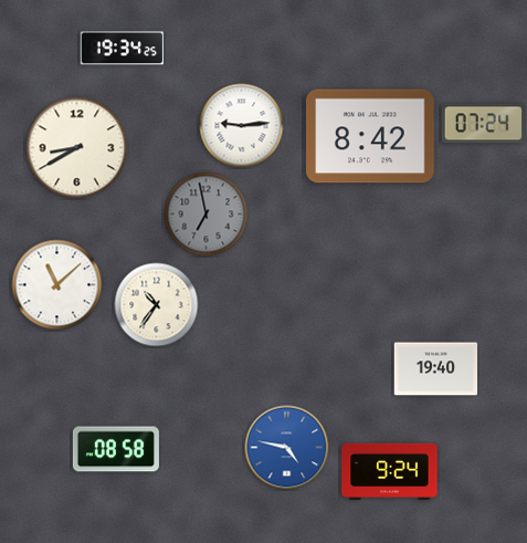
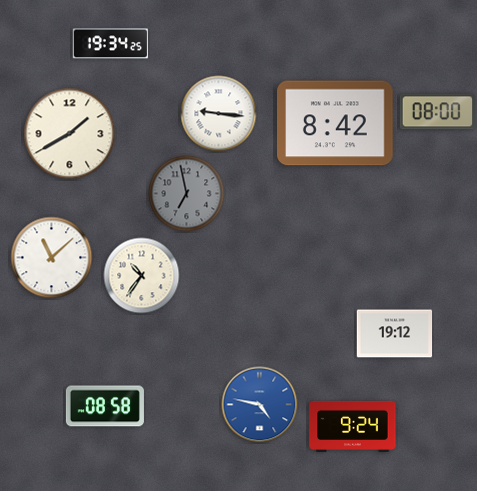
clock at (483, 124): 07:24 -> 08:00
clock at (242, 126): 9:14 -> 9:16
clock at (77, 148): 8:40 -> 1:40
clock at (436, 369): 19:40 -> 19:12
